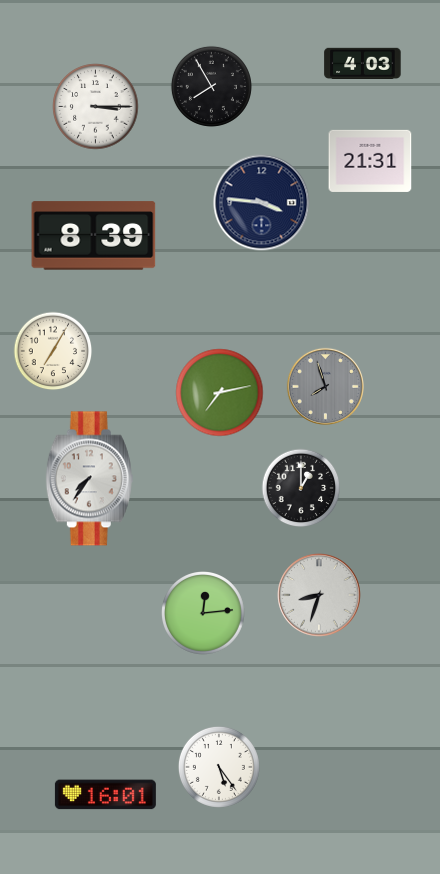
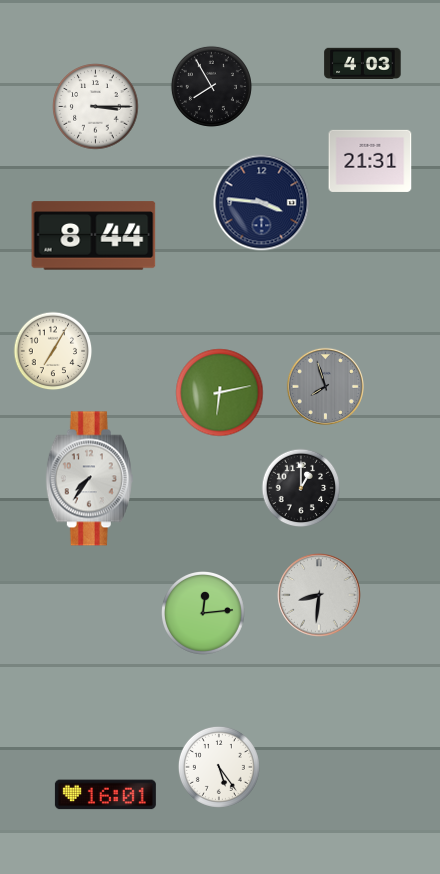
clock at (94, 236): 8:39 -> 8:44
clock at (220, 393): 7:13 -> 6:13
clock at (319, 595): 8:33 -> 8:31
